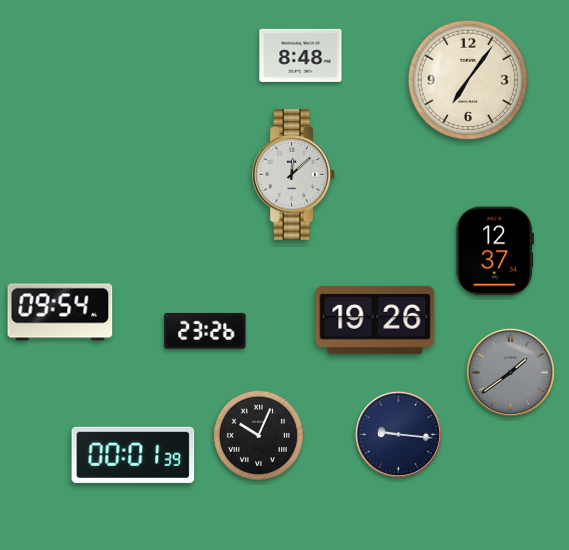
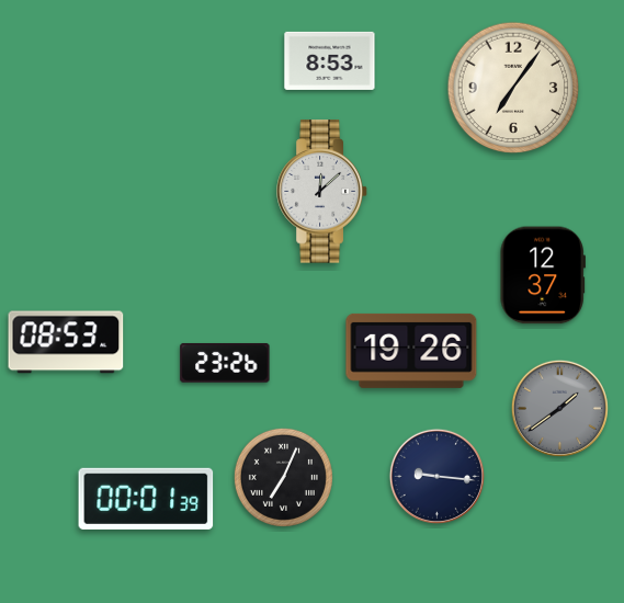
clock at (301, 55): 8:48 -> 8:53
clock at (60, 312): 09:54 -> 08:53
clock at (258, 435): 10:04 -> 7:04
